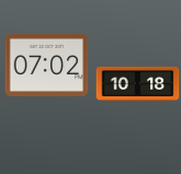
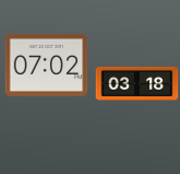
clock at (138, 83): 10:18 -> 03:18
